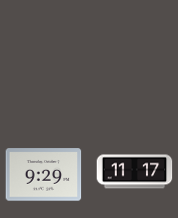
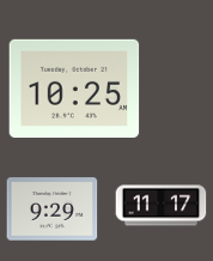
clock at (74, 89): none -> 10:25
